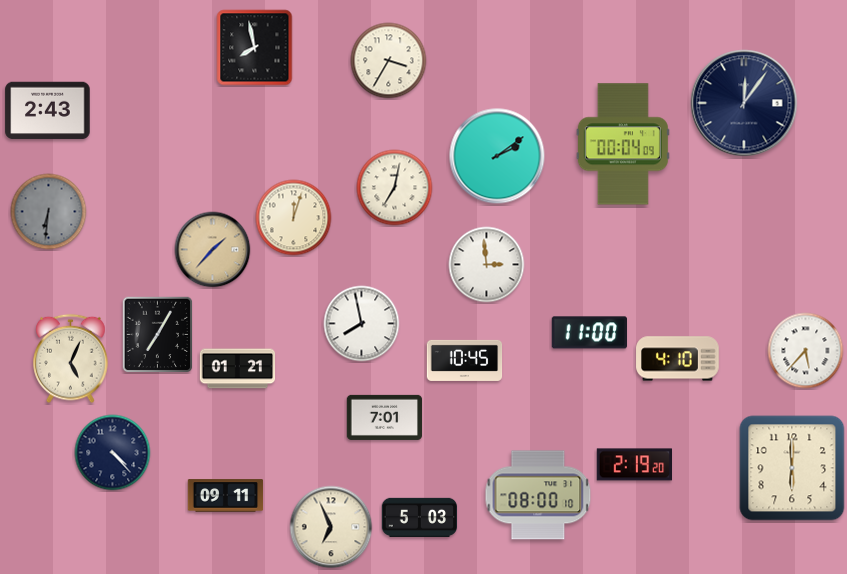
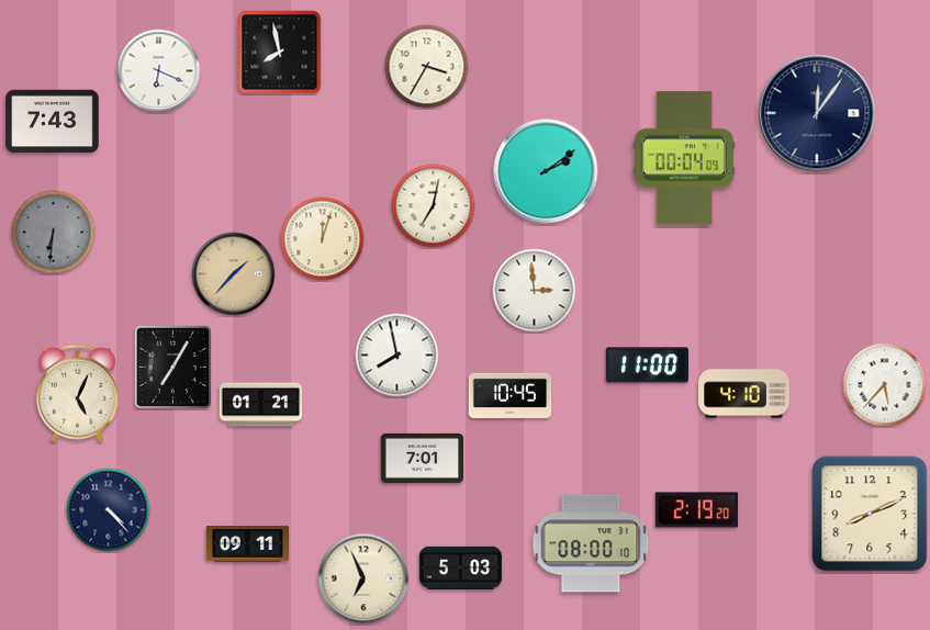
clock at (159, 71): none -> 6:19
clock at (48, 111): 2:43 -> 7:43
clock at (113, 453) position: (113, 453) -> (109, 510)
clock at (792, 468): 6:00 -> 8:11
